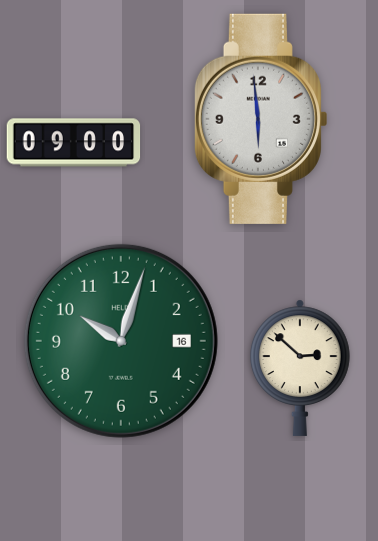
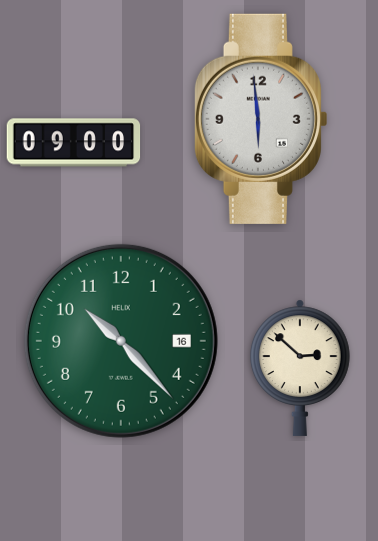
clock at (121, 341): 10:03 -> 10:23
